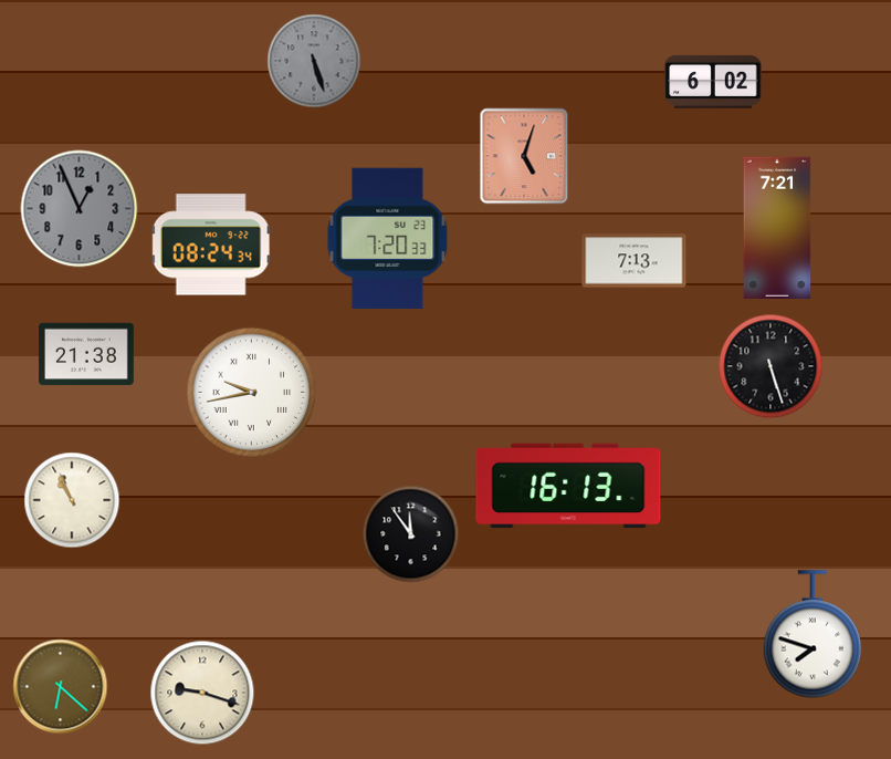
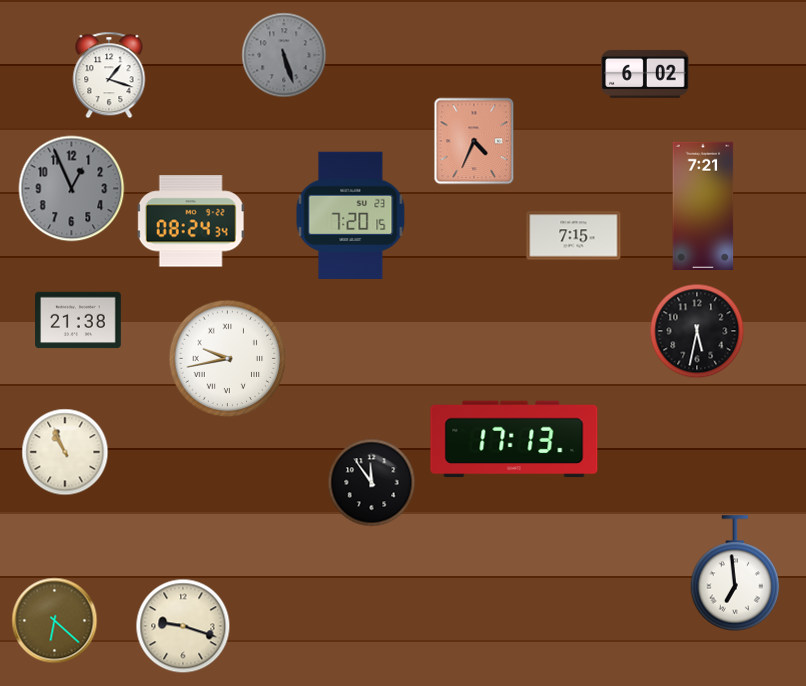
clock at (109, 75): none -> 1:18
clock at (524, 156): 5:03 -> 4:34
clock at (388, 238): 7:20:33 -> 7:20:15
clock at (635, 261): 7:13 -> 7:15
clock at (771, 366): 5:27 -> 5:32
clock at (252, 393) position: (252, 393) -> (228, 359)
clock at (568, 486): 16:13 -> 17:13
clock at (813, 634): 7:48 -> 6:59
